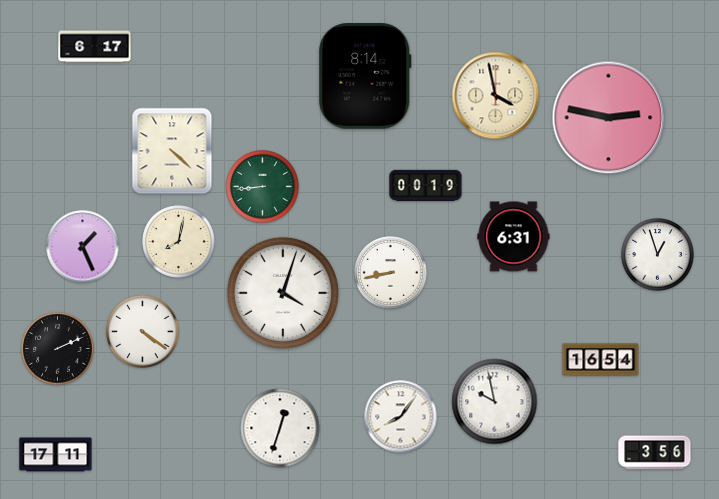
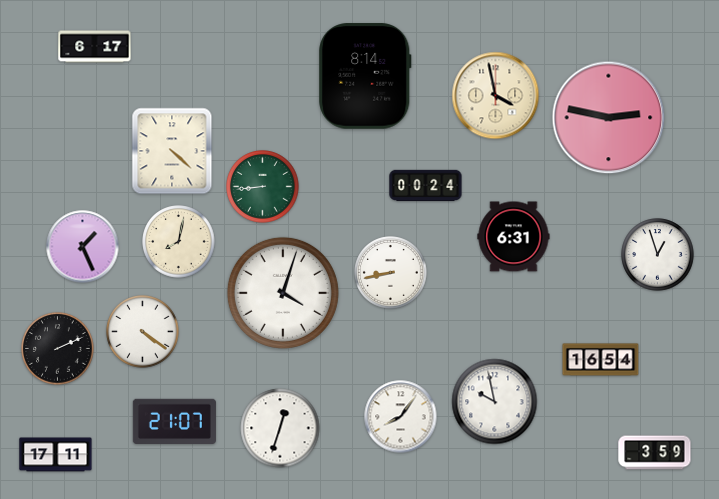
clock at (426, 186): 00:19 -> 00:24
clock at (174, 421): none -> 21:07
clock at (655, 453): 3:56 -> 3:59
